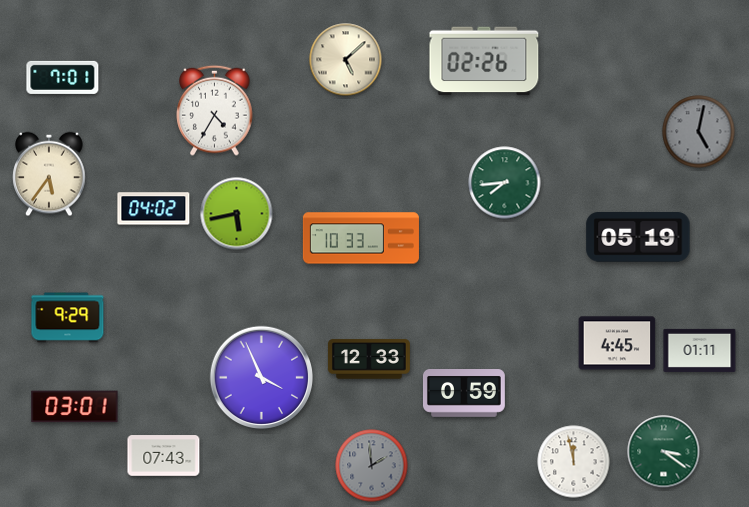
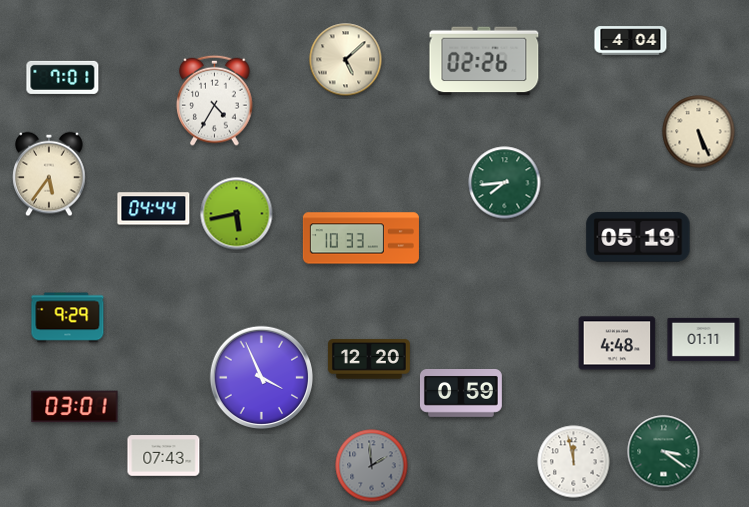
clock at (631, 41): none -> 4:04
clock at (215, 110) position: (215, 110) -> (215, 100)
clock at (699, 132): 5:02 -> 5:26
clock at (699, 132) dial: grey -> cream
clock at (154, 209): 04:02 -> 04:44
clock at (617, 343): 4:45 -> 4:48
clock at (700, 350) position: (700, 350) -> (704, 339)
clock at (369, 359): 12:33 -> 12:20
clock at (464, 394) position: (464, 394) -> (461, 394)
